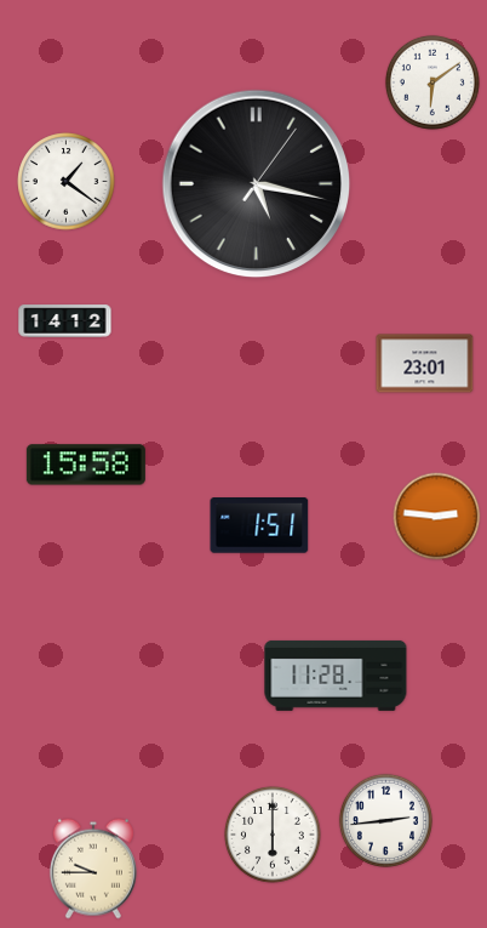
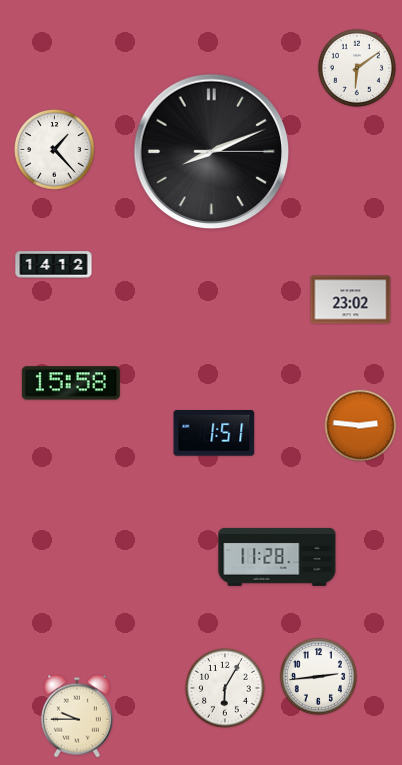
clock at (67, 182): 1:21 -> 1:23
clock at (257, 184): 5:17 -> 8:11
clock at (425, 364): 23:01 -> 23:02
clock at (274, 836): 6:00 -> 6:05
